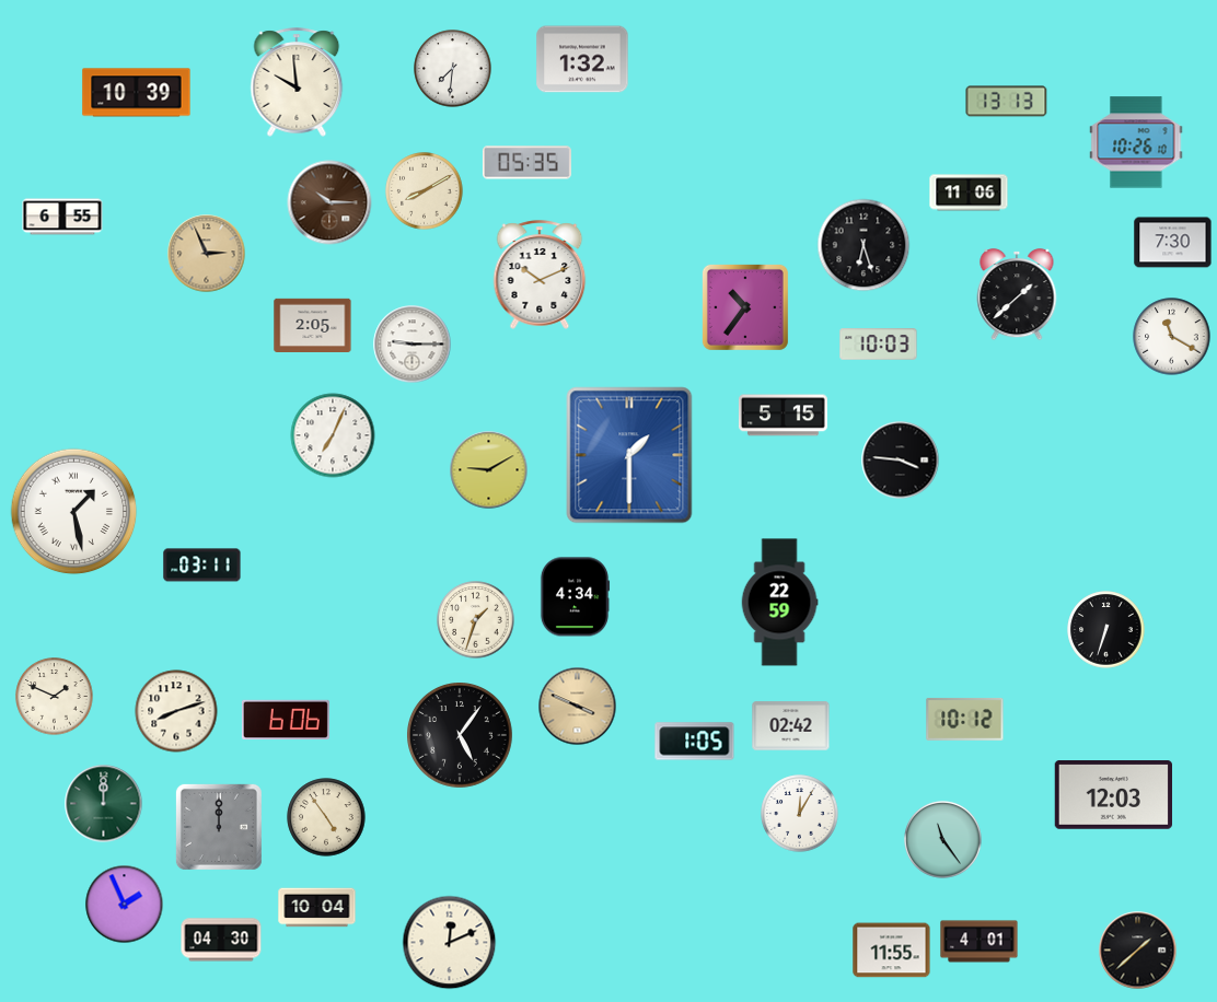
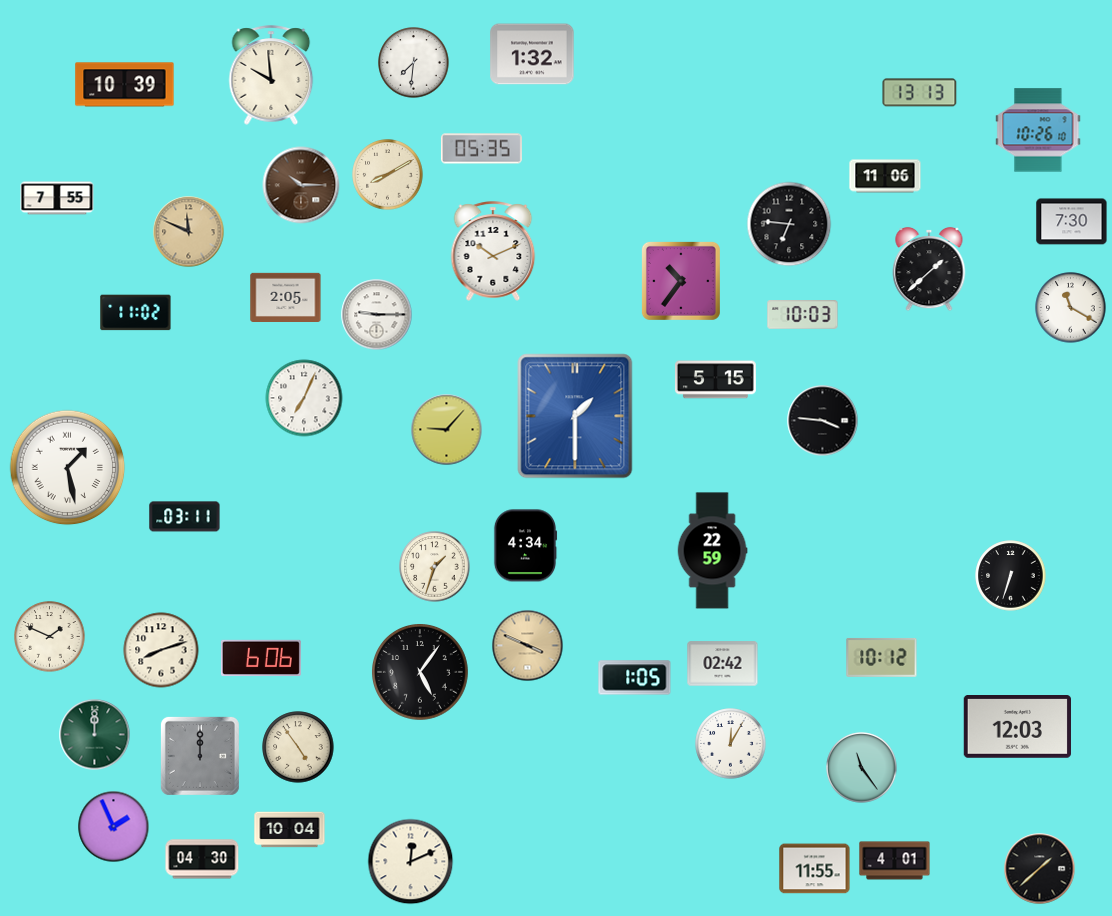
clock at (62, 217): 6:55 -> 7:55
clock at (864, 245): 6:27 -> 6:46
clock at (207, 254): 2:56 -> 11:49
clock at (136, 313): none -> 11:02
clock at (489, 470): 9:10 -> 9:07
